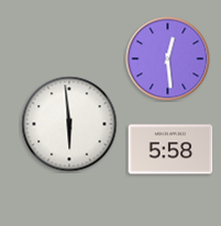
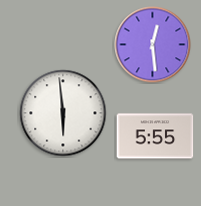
clock at (168, 59) position: (168, 59) -> (153, 45)
clock at (170, 149): 5:58 -> 5:55
